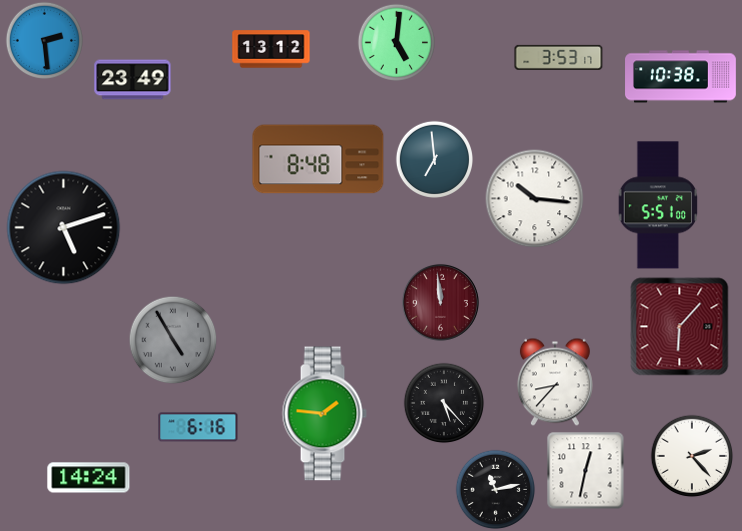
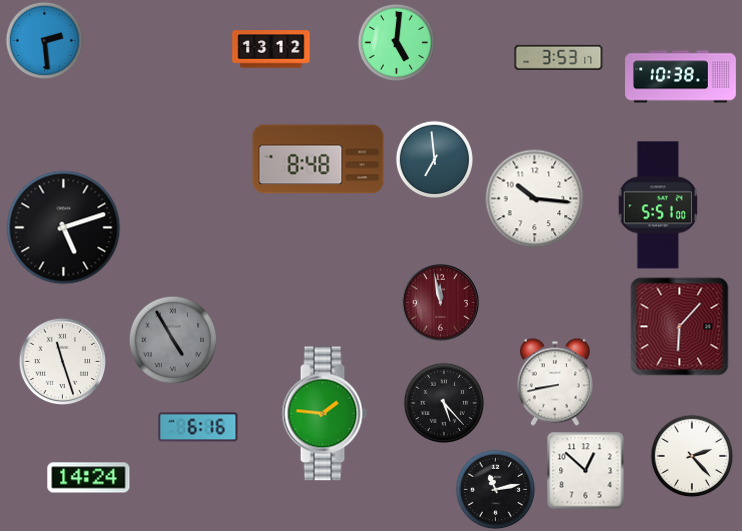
clock at (133, 80): 23:49 -> none
clock at (440, 302): 11:59 -> 11:58
clock at (62, 361): none -> 11:27
clock at (555, 382): 8:37 -> 8:43
clock at (585, 470): 12:32 -> 12:52
